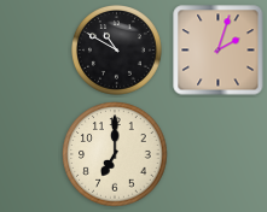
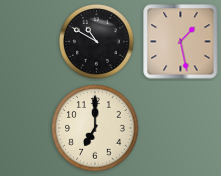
clock at (219, 51): 2:03 -> 1:28
